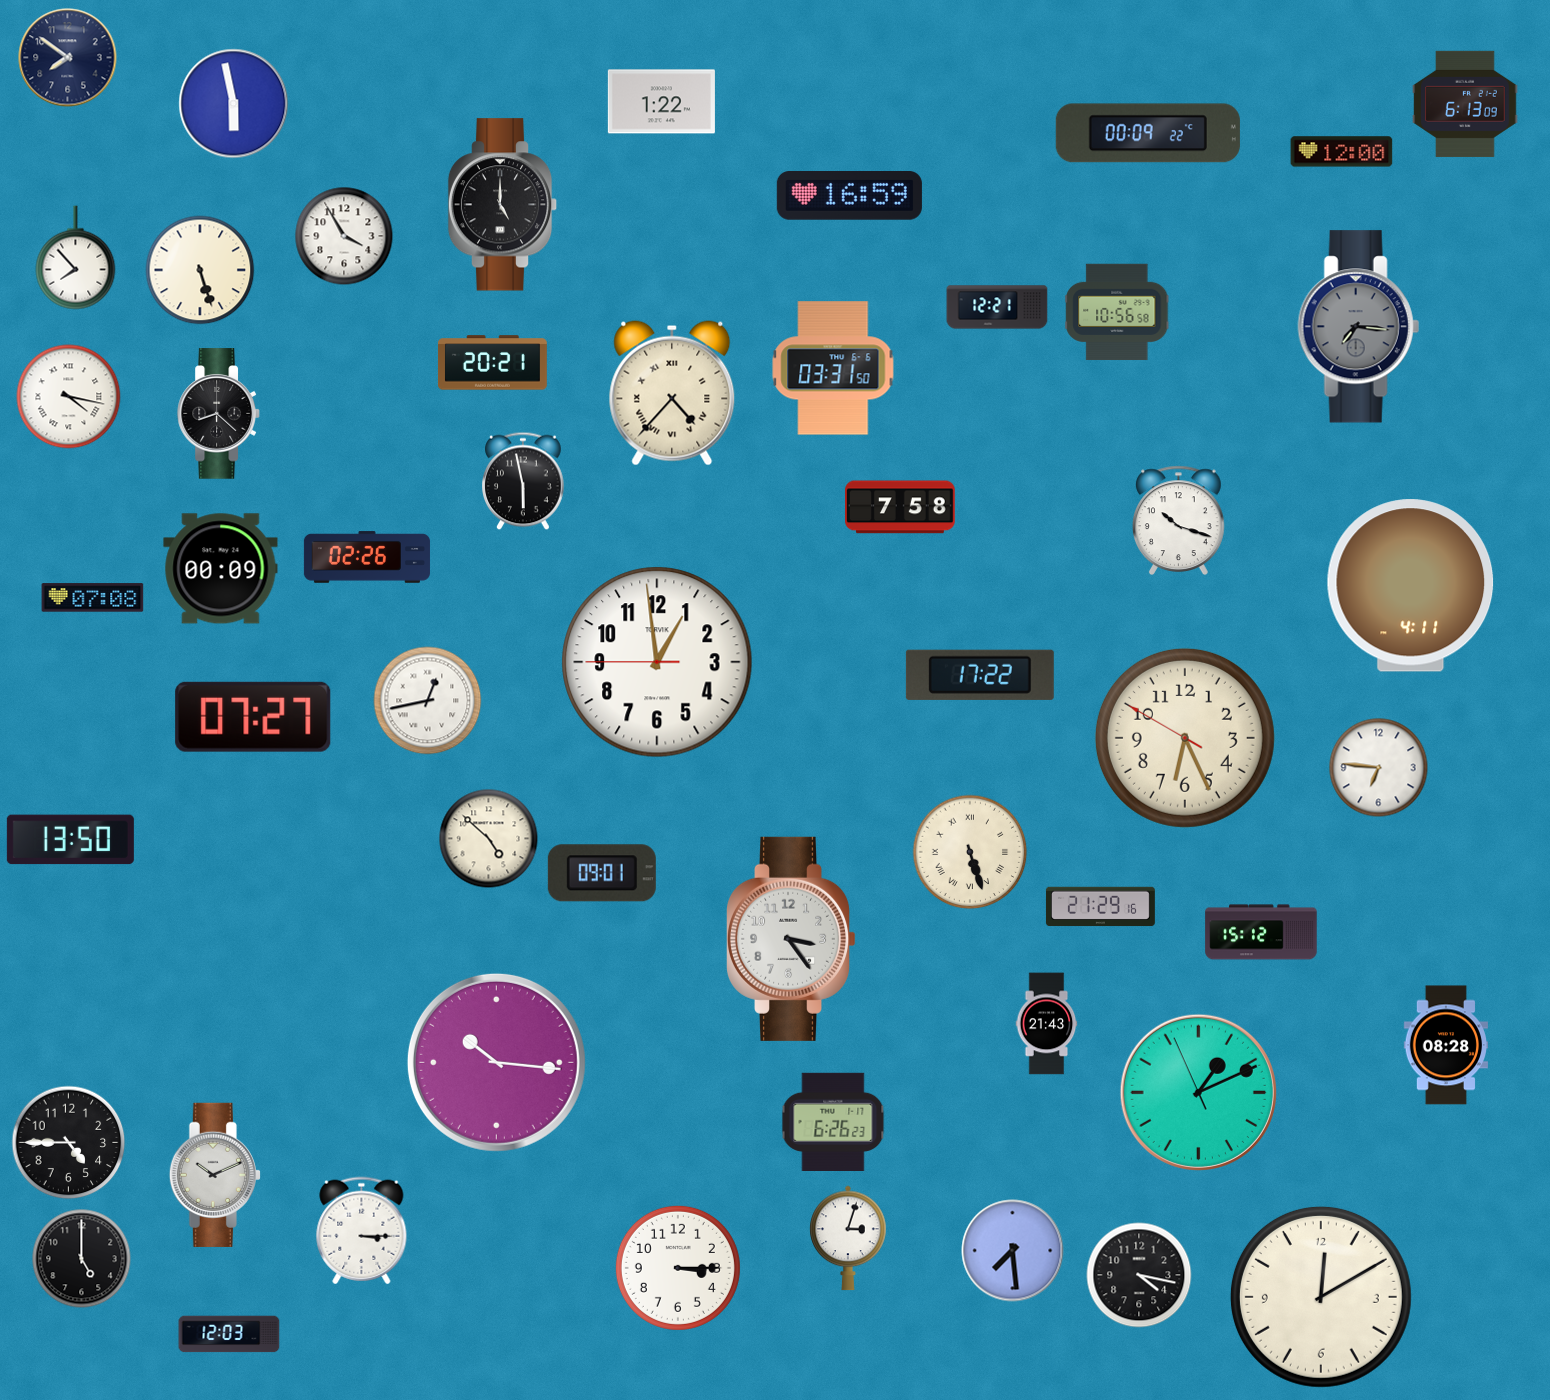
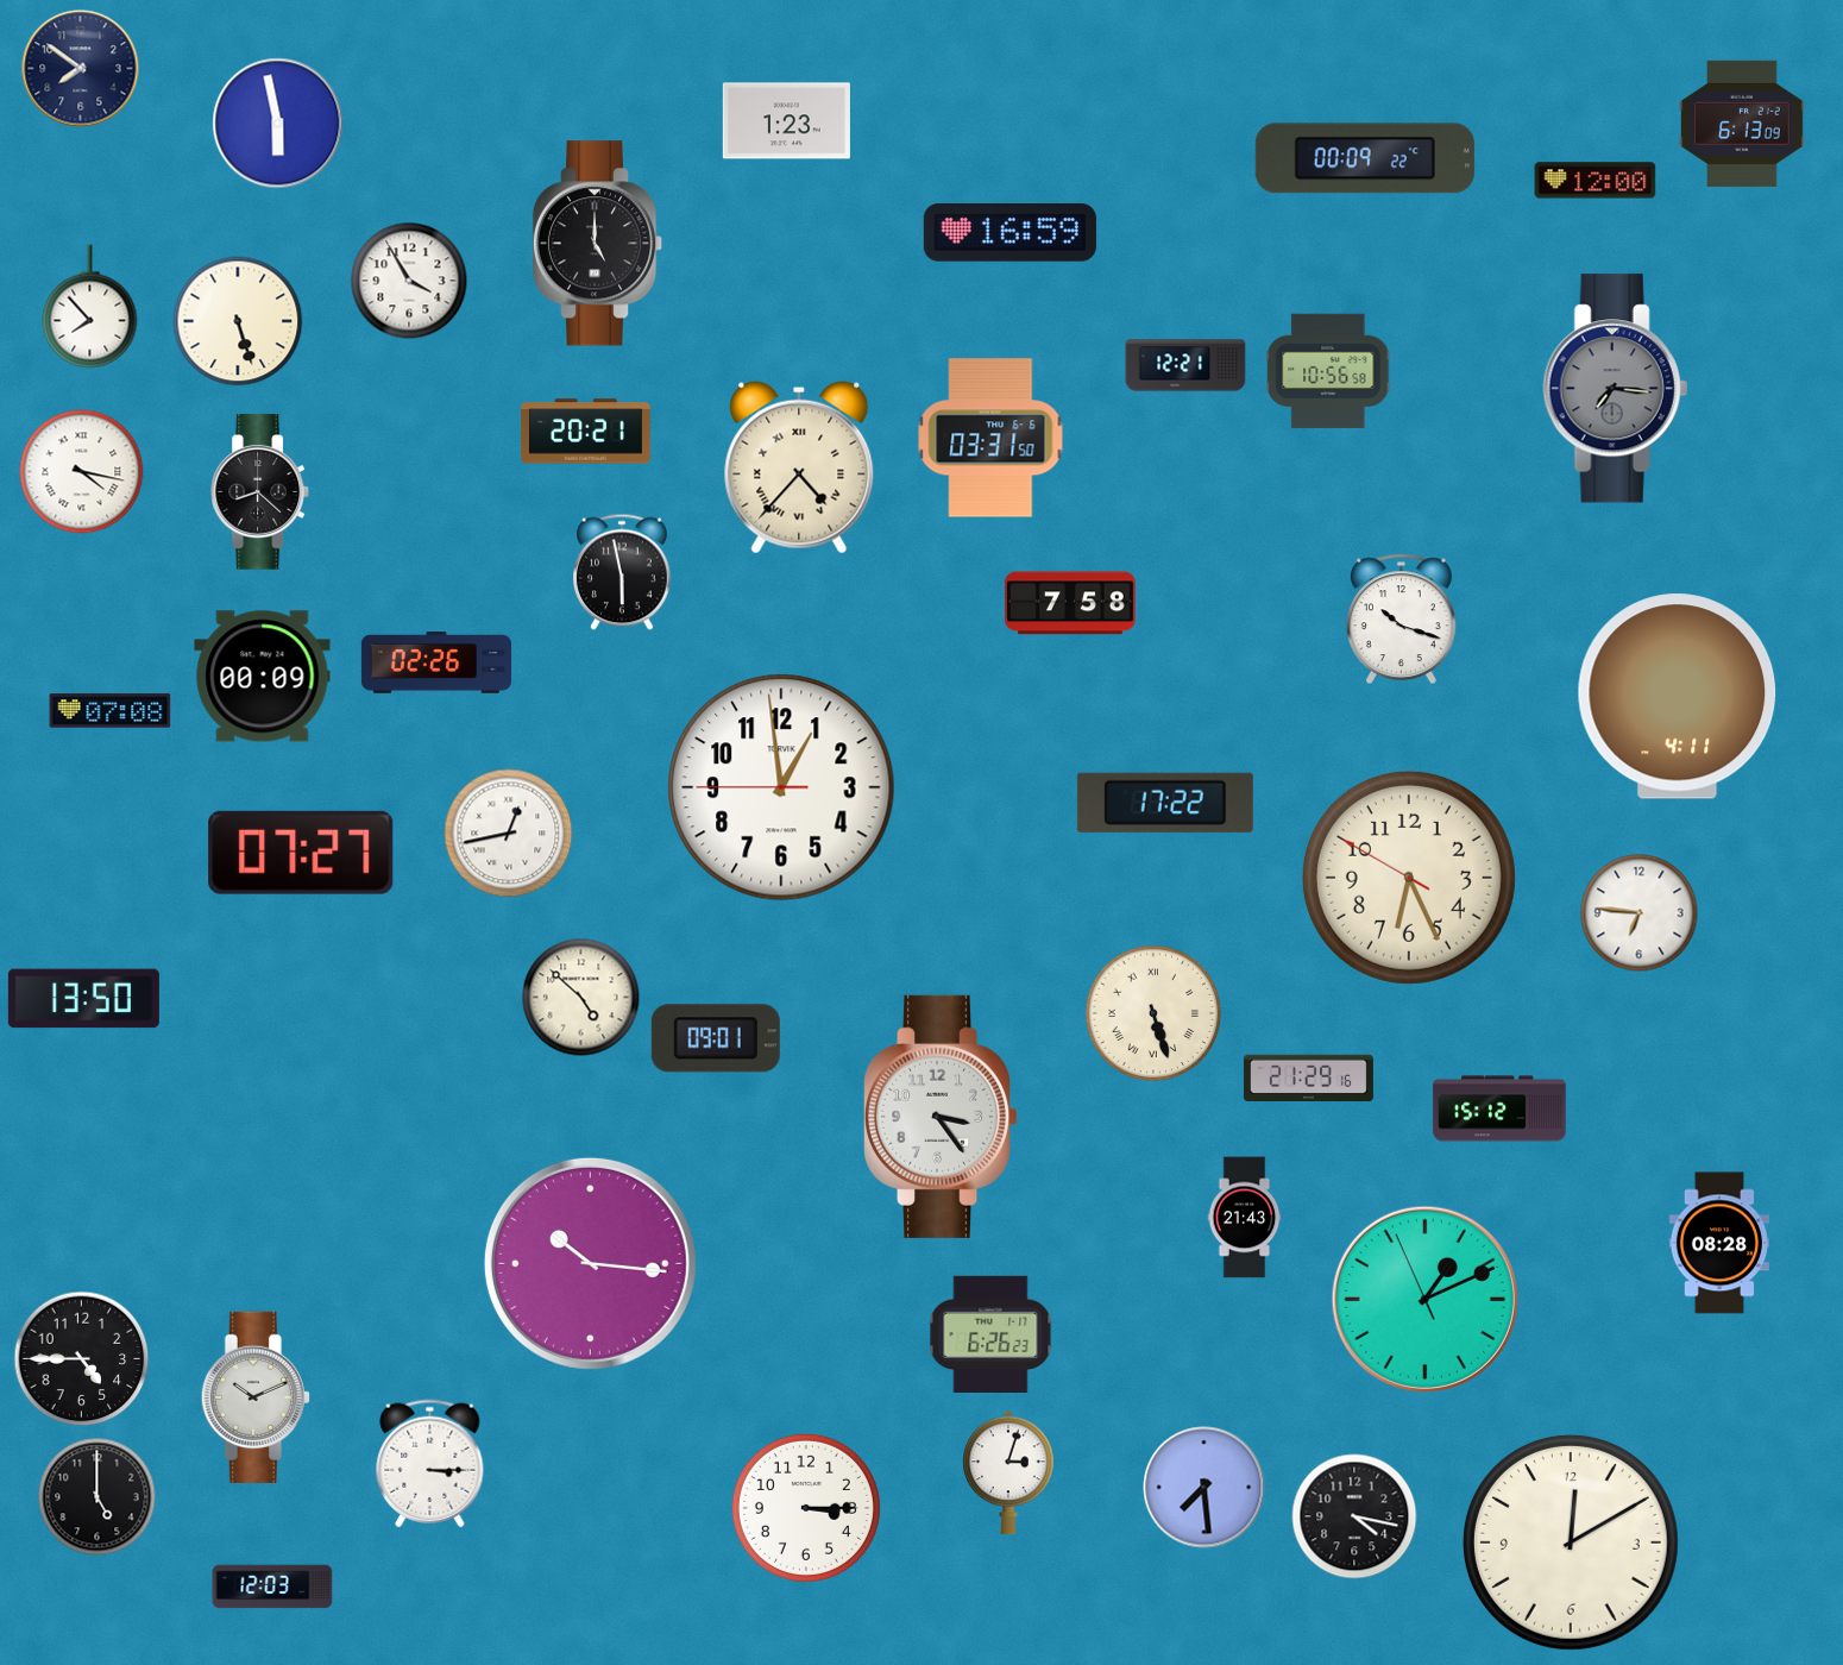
clock at (661, 102): 1:22 -> 1:23
